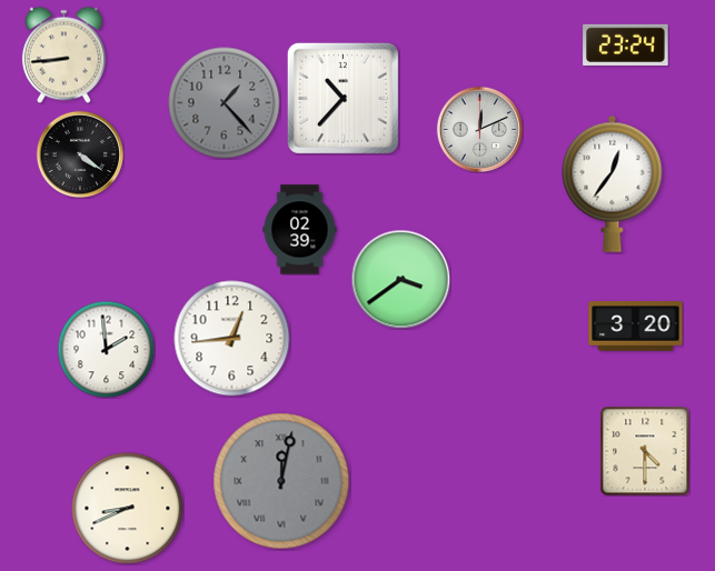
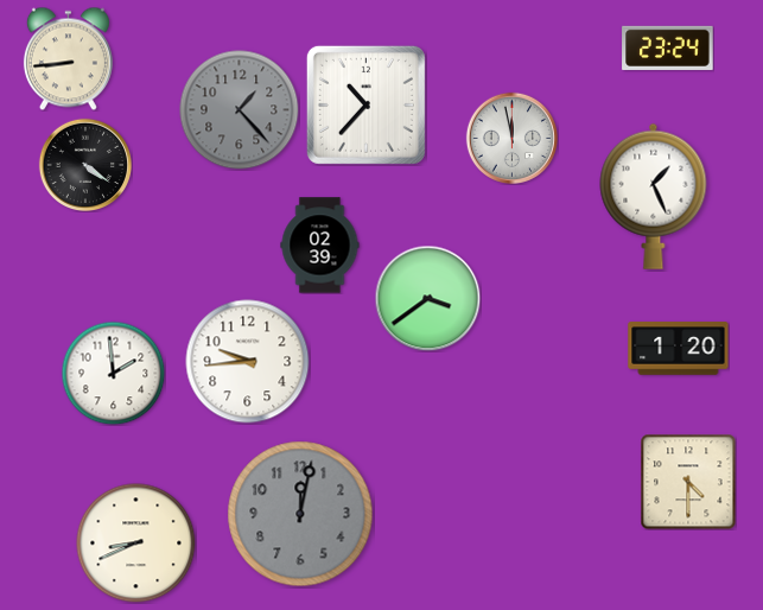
clock at (479, 129): 12:11 -> 11:58
clock at (613, 183): 12:36 -> 1:26
clock at (636, 327): 3:20 -> 1:20
clock at (232, 339): 12:44 -> 9:44
clock at (281, 481) numerals: Roman -> Arabic
